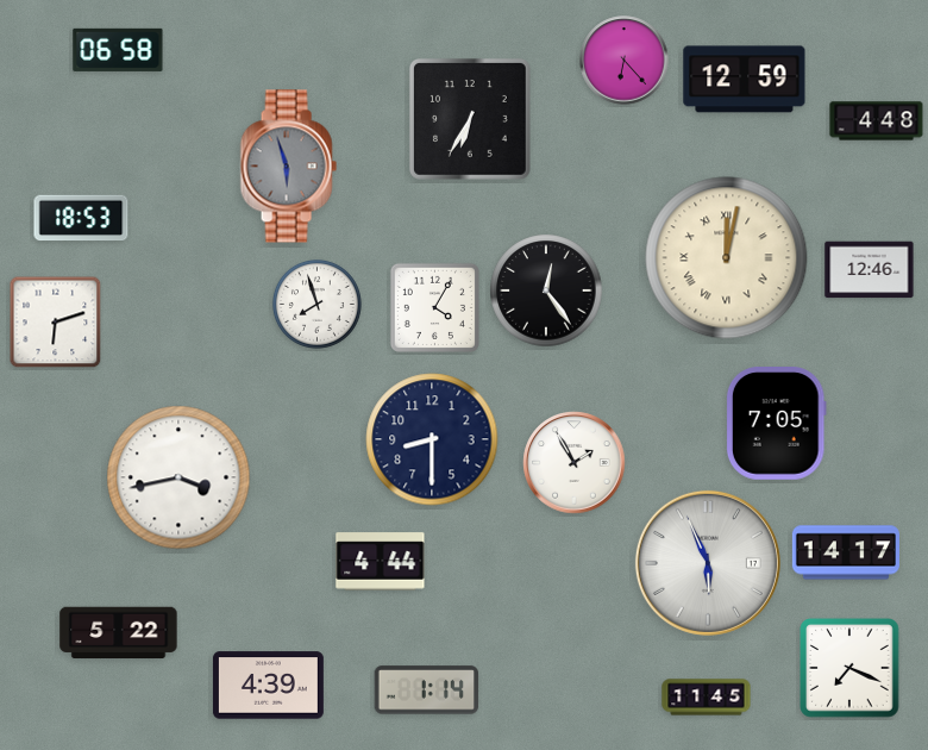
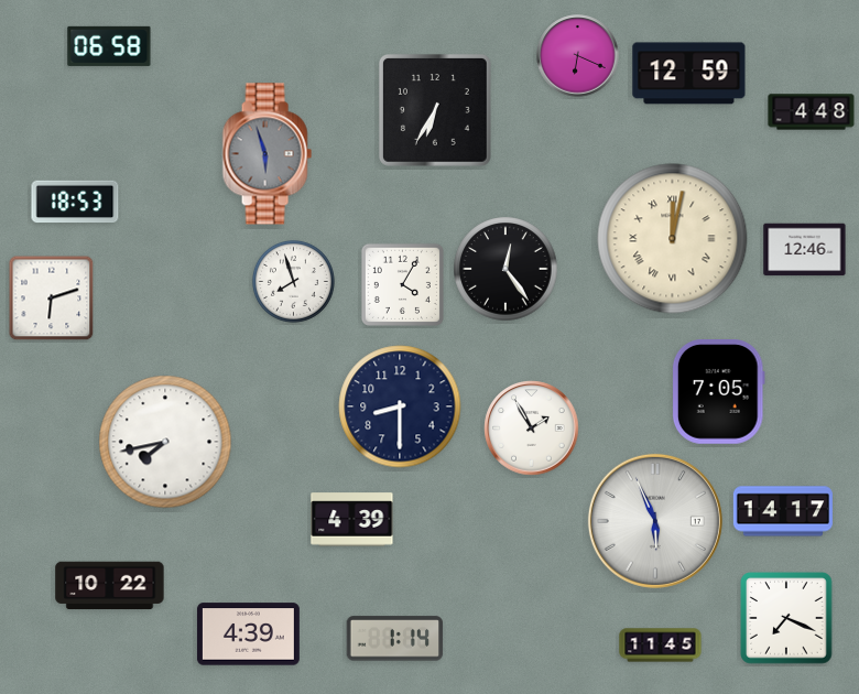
clock at (625, 61): 6:23 -> 6:19
clock at (178, 477): 3:43 -> 7:43
clock at (381, 562): 4:44 -> 4:39
clock at (119, 633): 5:22 -> 10:22
clock at (707, 698) position: (707, 698) -> (661, 646)
